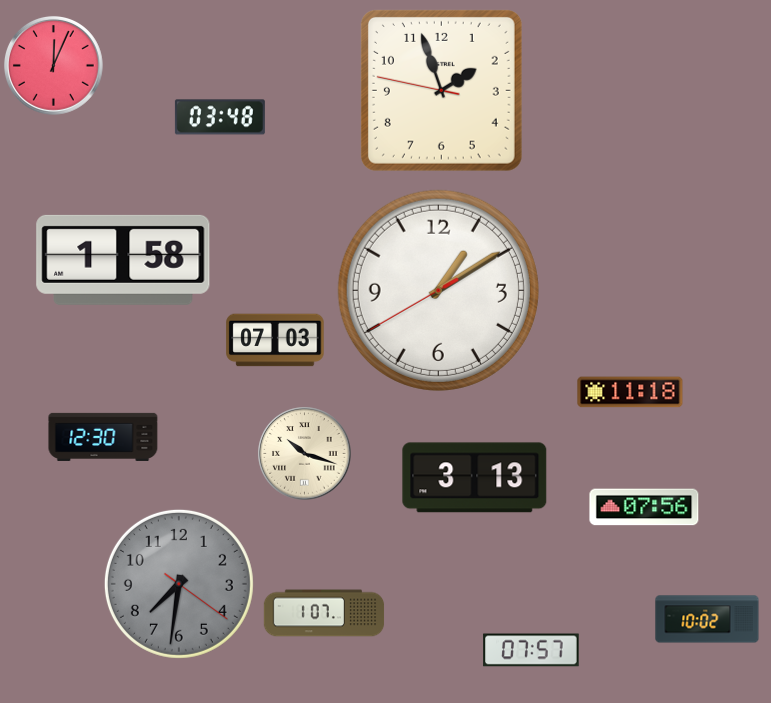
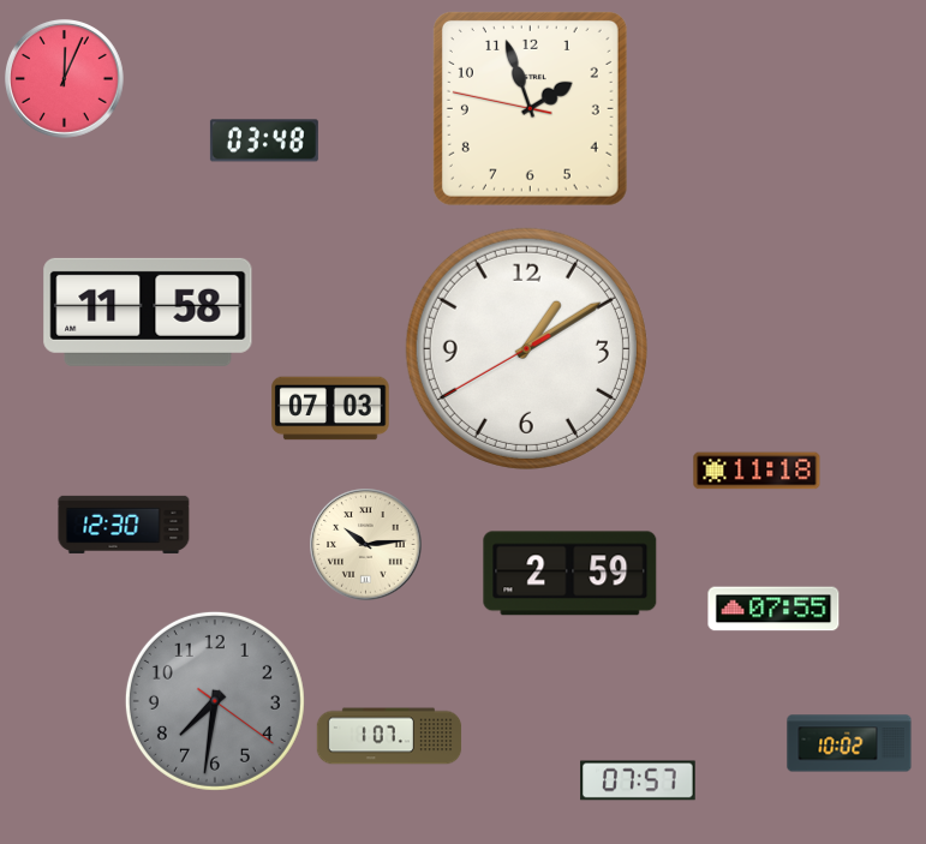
clock at (123, 260): 1:58 -> 11:58
clock at (305, 454): 10:18 -> 10:14
clock at (475, 478): 3:13 -> 2:59
clock at (644, 507): 07:56 -> 07:55
